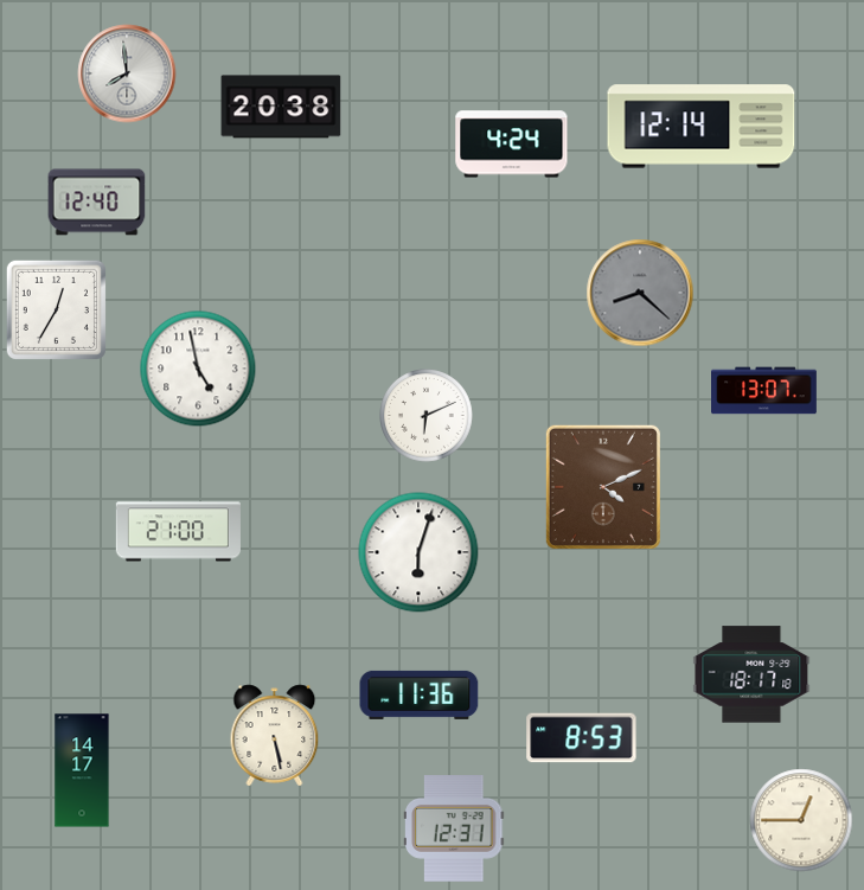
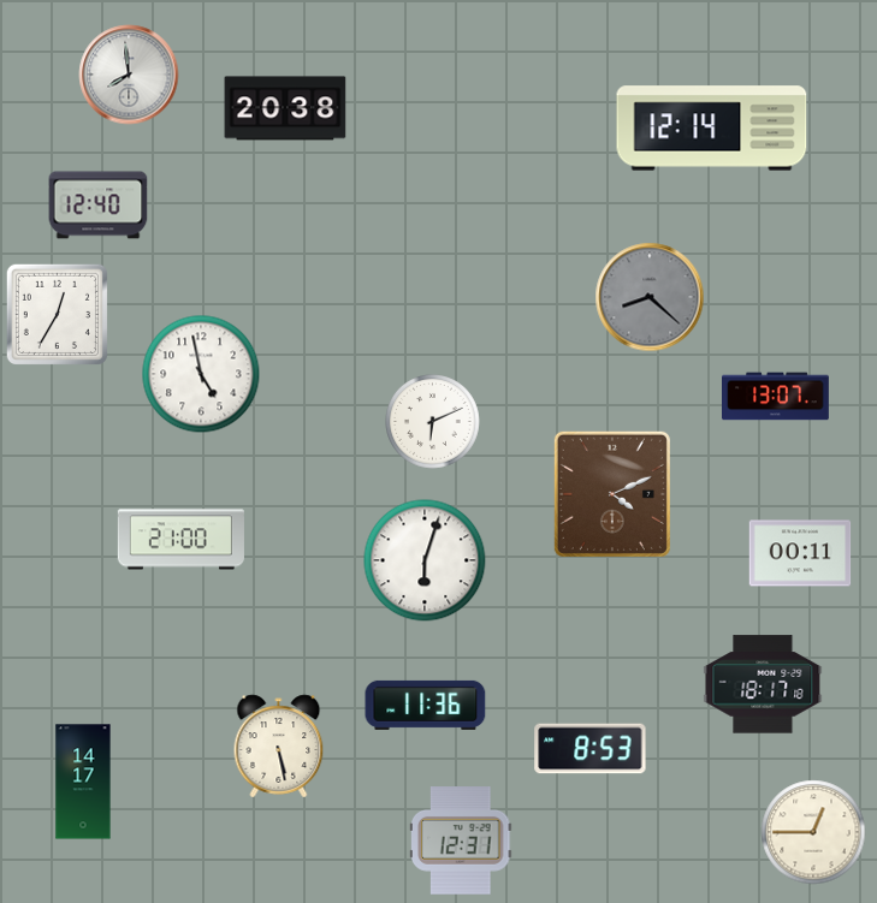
clock at (512, 145): 4:24 -> none
clock at (800, 553): none -> 00:11
